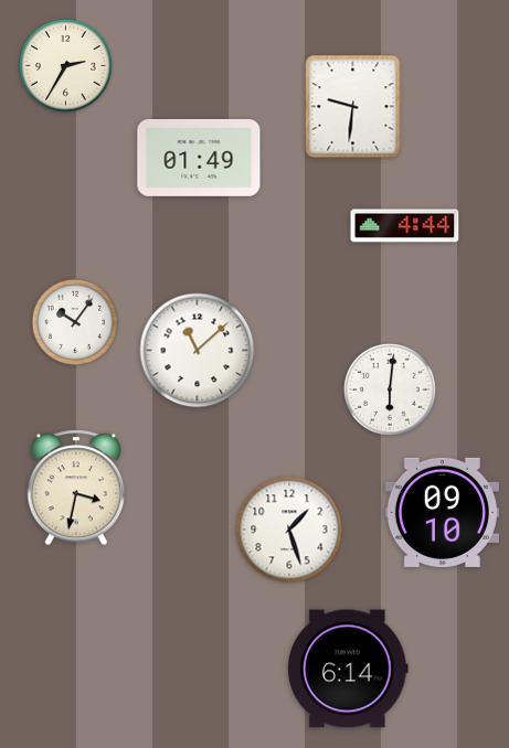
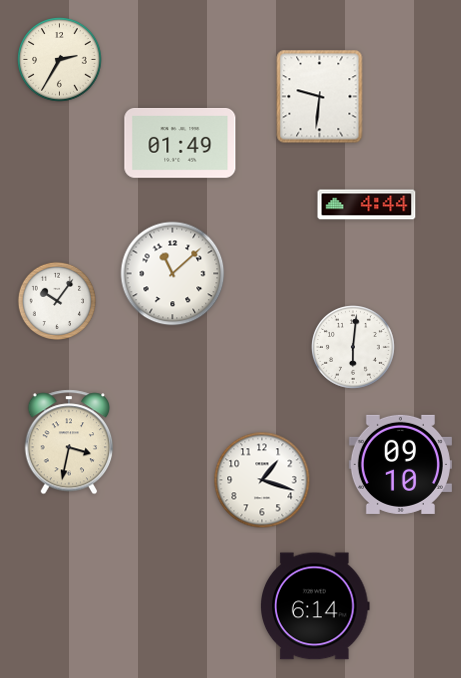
clock at (74, 321) position: (74, 321) -> (56, 300)
clock at (198, 351) position: (198, 351) -> (173, 274)
clock at (391, 391) position: (391, 391) -> (354, 348)
clock at (289, 530): 1:27 -> 1:18
